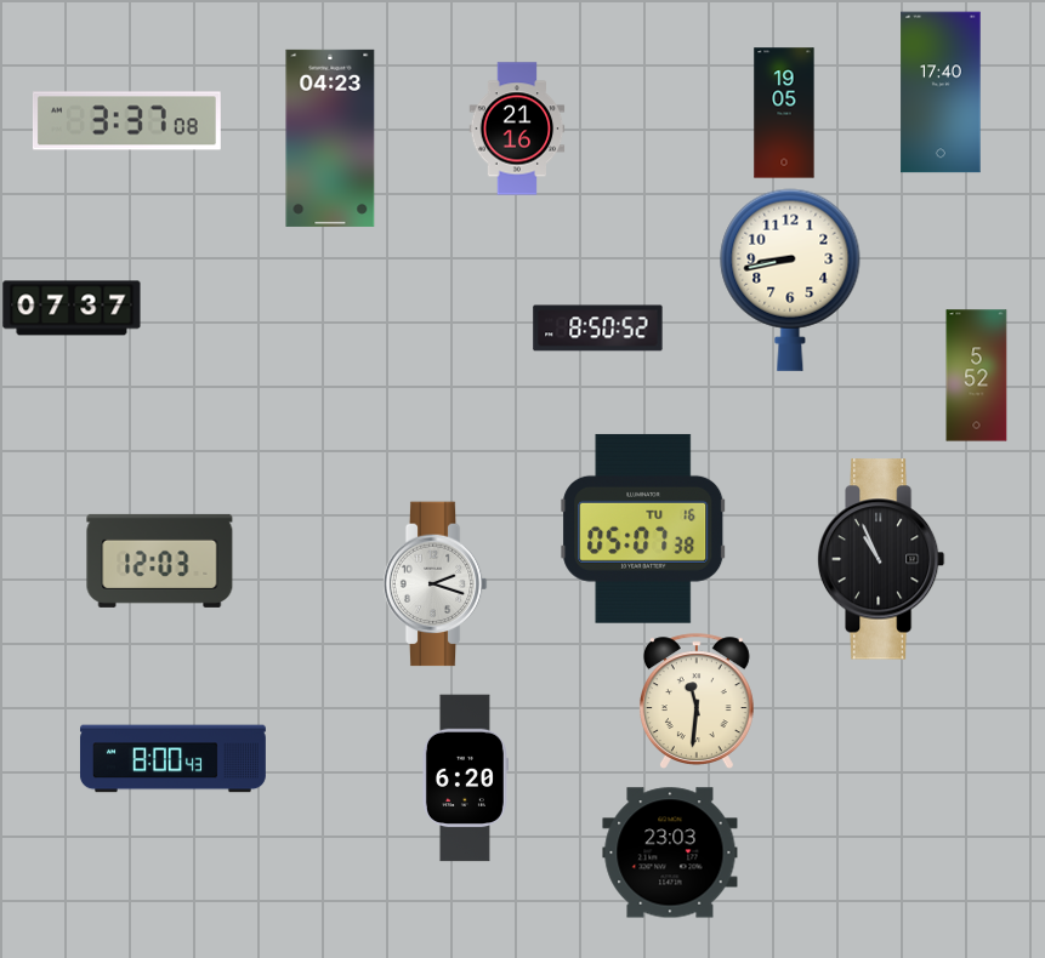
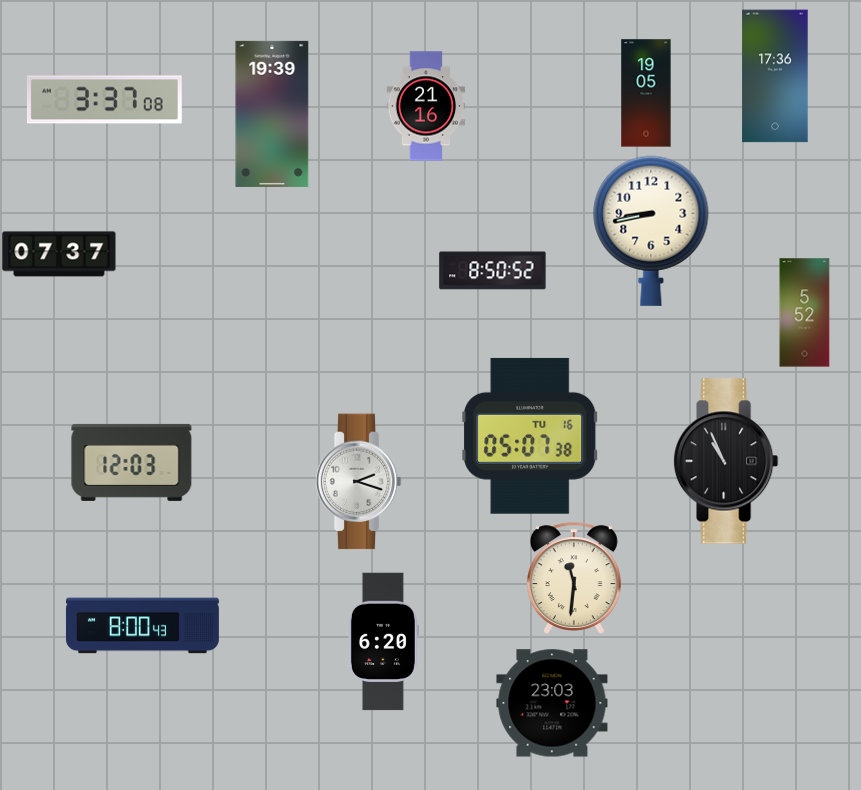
clock at (941, 92): 17:40 -> 17:36
clock at (330, 138): 04:23 -> 19:39
clock at (977, 376) position: (977, 376) -> (805, 313)
